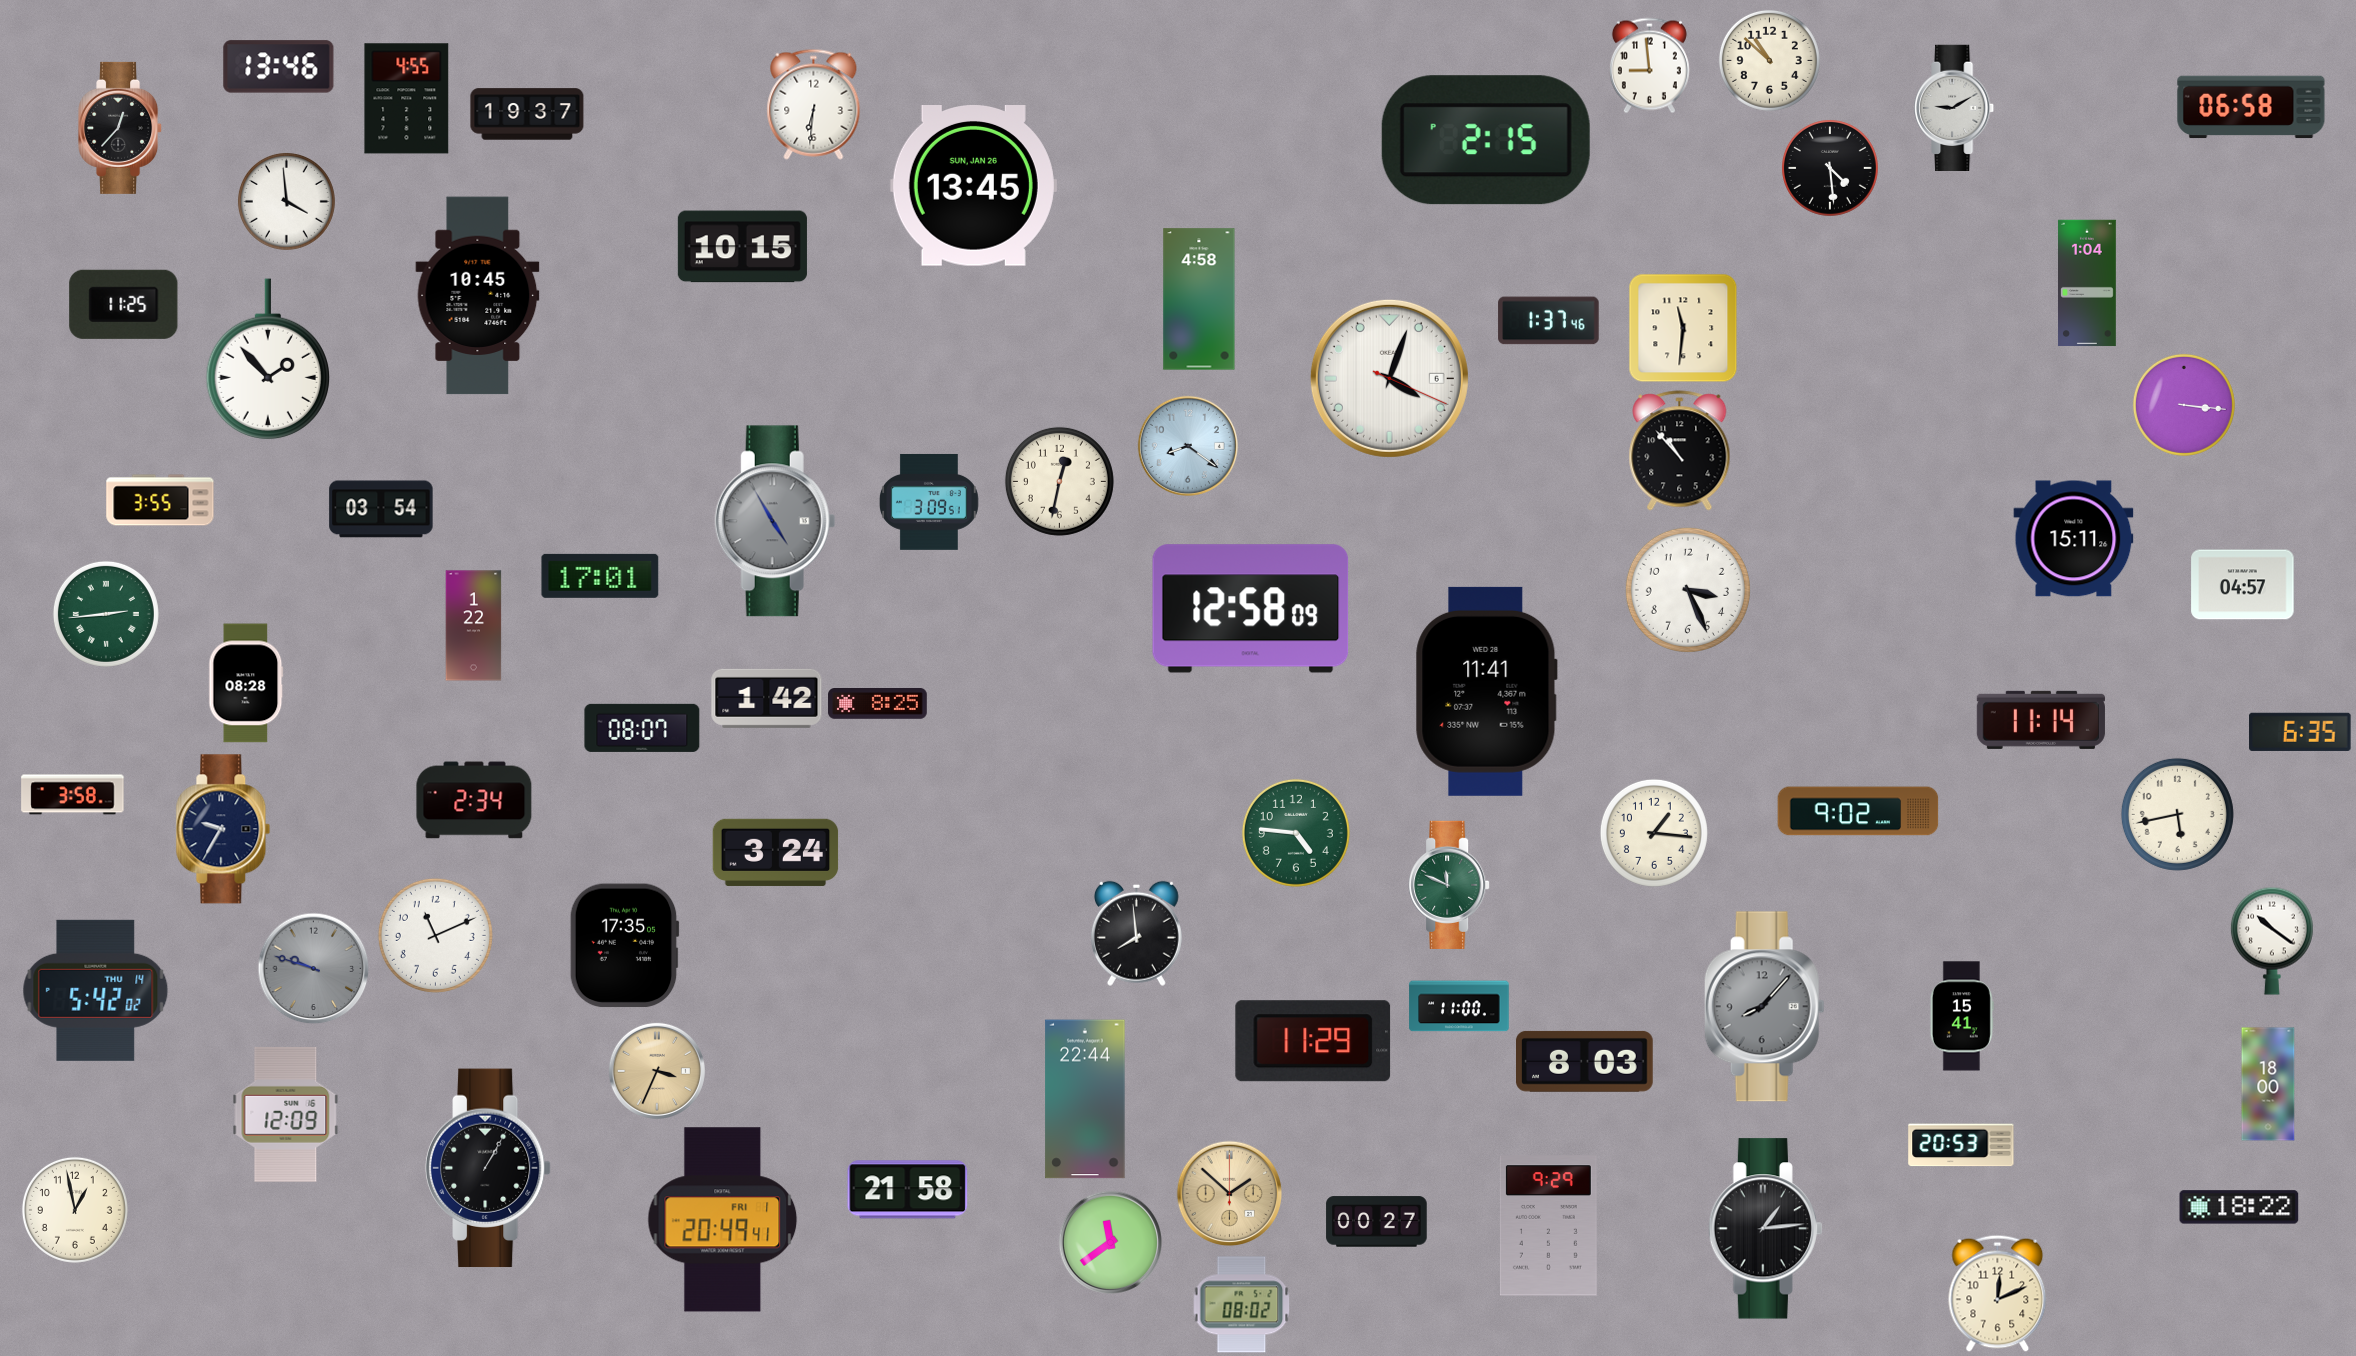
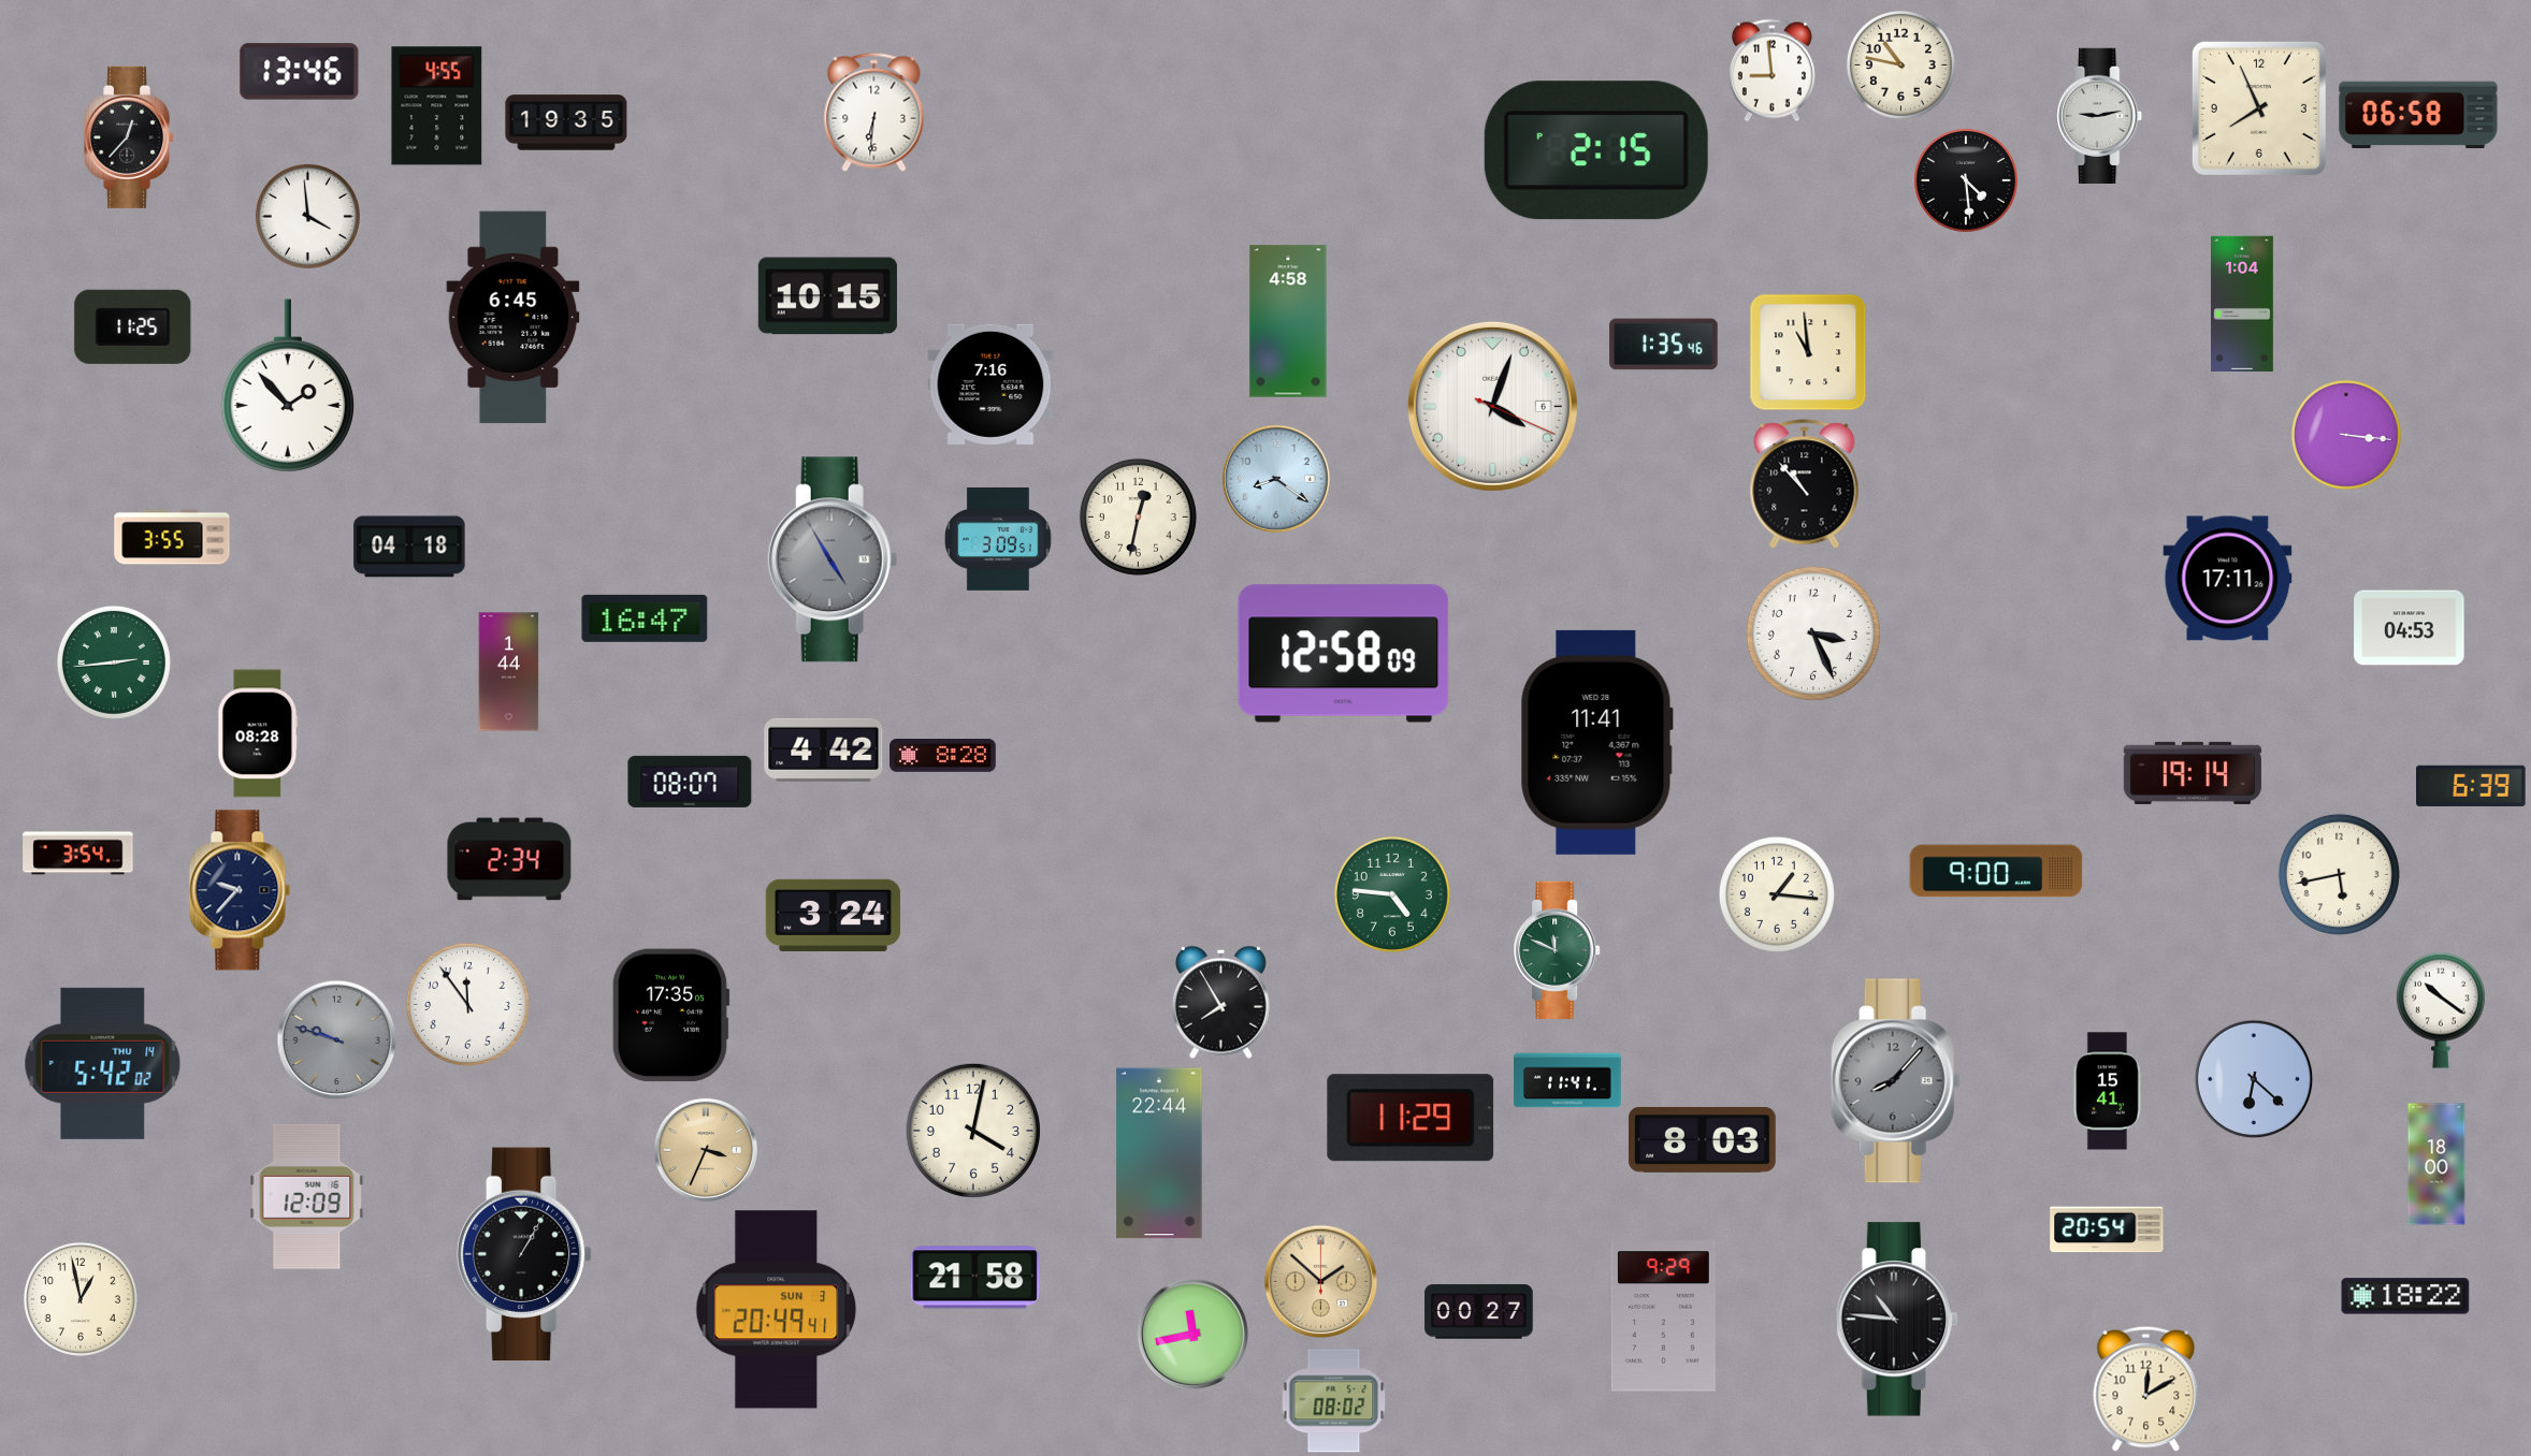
clock at (1769, 60): 10:52 -> 10:47
clock at (2259, 108): none -> 7:56
clock at (1955, 108): 9:10 -> 9:13
clock at (527, 114): 19:37 -> 19:35
clock at (973, 186): 13:45 -> none
clock at (742, 247) position: (742, 247) -> (827, 296)
clock at (478, 296): 10:45 -> 6:45
clock at (1549, 321): 1:37 -> 1:35
clock at (1683, 328): 11:31 -> 10:59
clock at (990, 384): none -> 7:16
clock at (381, 509): 03:54 -> 04:18
clock at (2074, 539): 15:11 -> 17:11
clock at (600, 576): 17:01 -> 16:47
clock at (2243, 585): 04:57 -> 04:53
clock at (106, 614) position: (106, 614) -> (114, 663)
clock at (474, 626): 1:22 -> 1:44
clock at (246, 683) position: (246, 683) -> (258, 733)
clock at (767, 698): 1:42 -> 4:42
clock at (878, 704): 8:25 -> 8:28
clock at (2041, 720): 11:14 -> 19:14
clock at (2300, 732): 6:35 -> 6:39
clock at (73, 795): 3:58 -> 3:54
clock at (1858, 811): 9:02 -> 9:00
clock at (223, 829): 9:35 -> 9:37
clock at (1136, 933): 7:59 -> 7:55
clock at (435, 935): 11:11 -> 11:54
clock at (2254, 1079): none -> 6:22
clock at (1459, 1006): 11:00 -> 11:41
clock at (973, 1131): none -> 4:02
clock at (1085, 1099) position: (1085, 1099) -> (1159, 1153)
clock at (1961, 1145): 20:53 -> 20:54
clock at (723, 1220) date: FRI 1 -> SUN 3
clock at (1765, 1229): 1:14 -> 10:46
clock at (1110, 1242): 11:39 -> 11:43
clock at (1998, 1293): 12:11 -> 12:10
